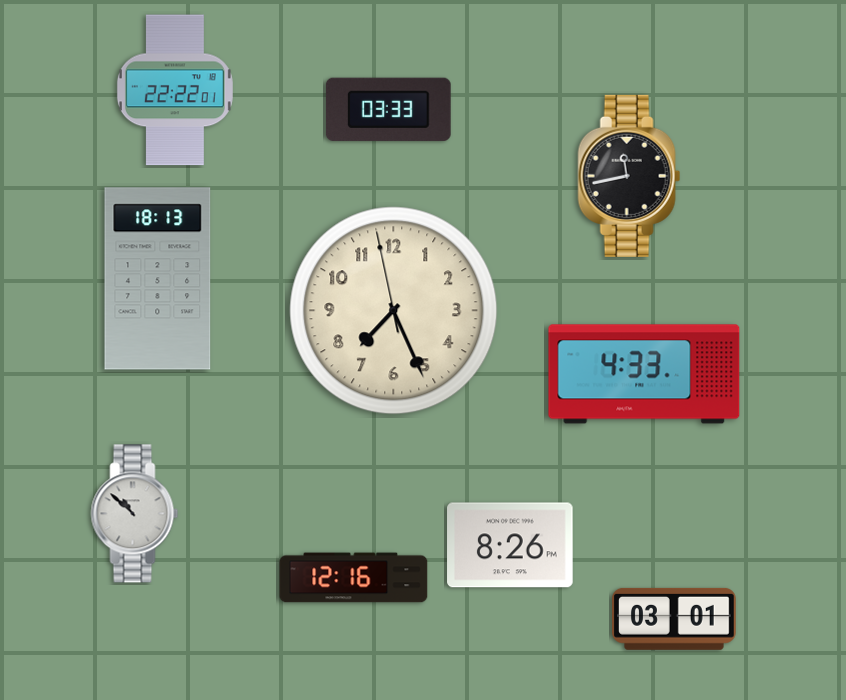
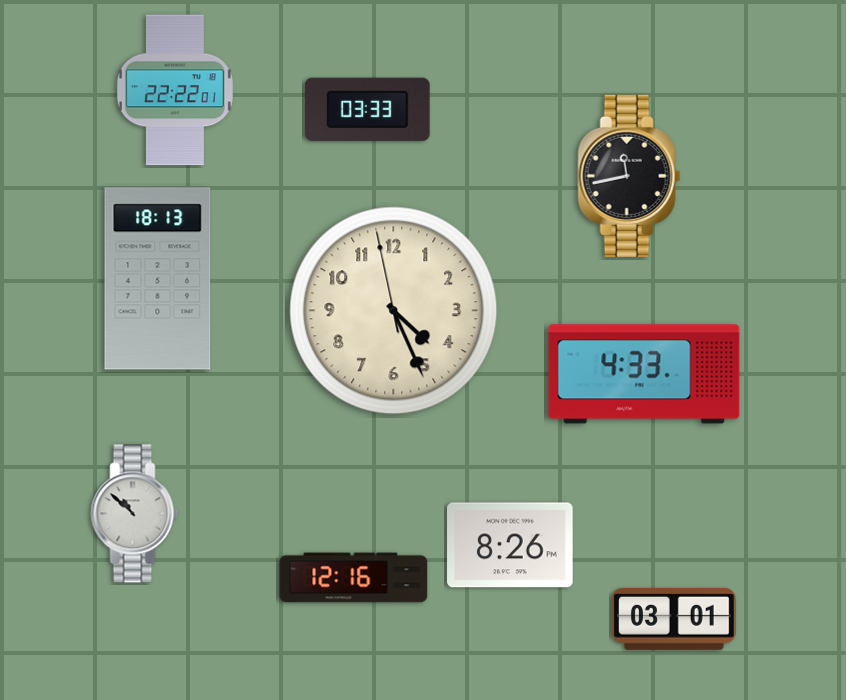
clock at (389, 109) position: (389, 109) -> (368, 109)
clock at (394, 311): 7:25 -> 4:25
